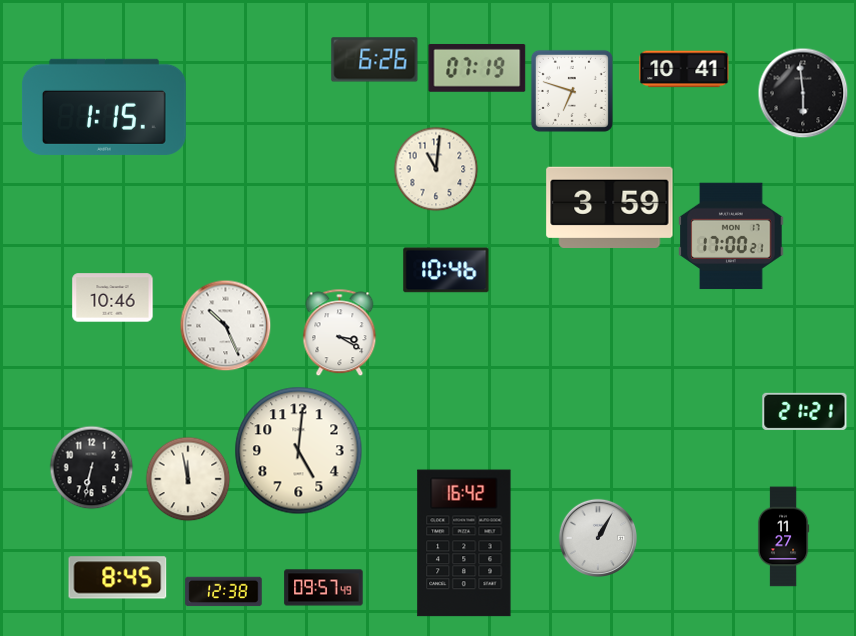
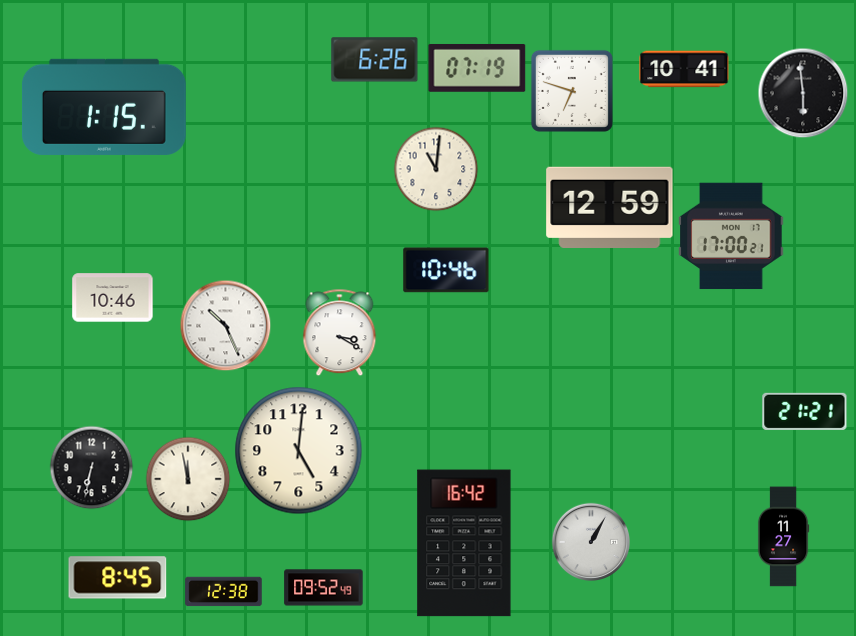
clock at (610, 207): 3:59 -> 12:59
clock at (597, 537) position: (597, 537) -> (590, 541)
clock at (324, 588): 09:57 -> 09:52
